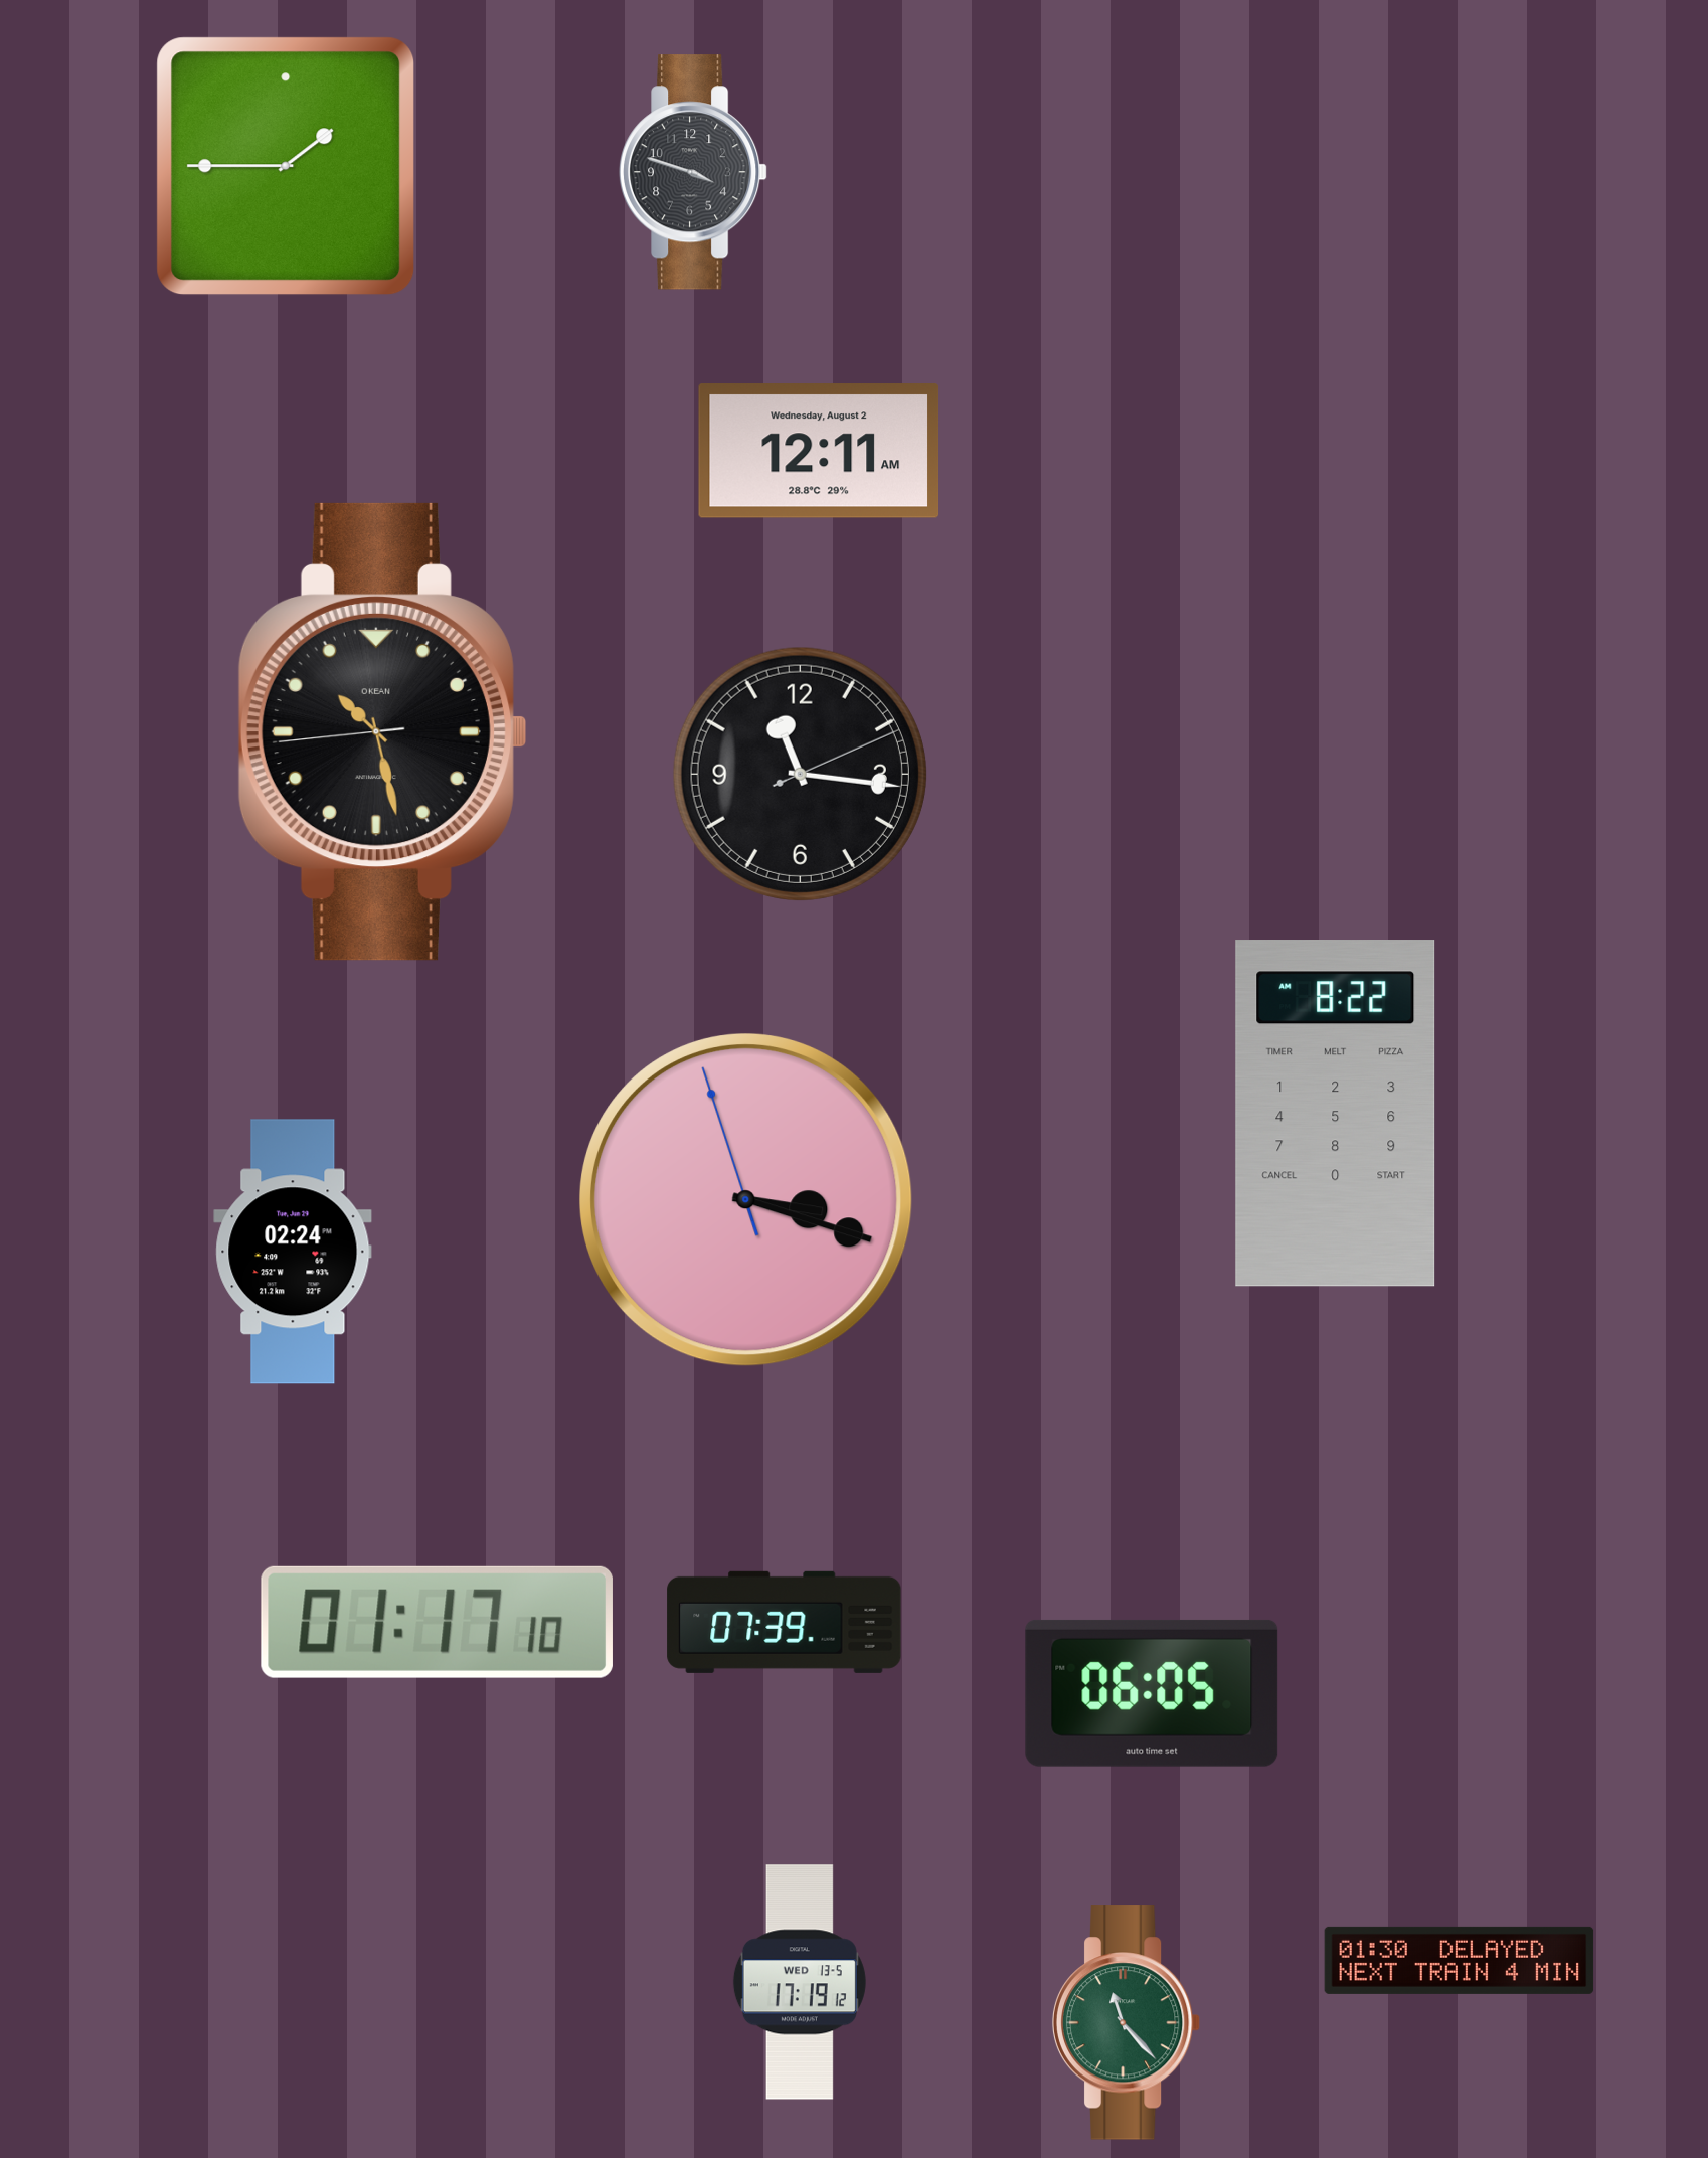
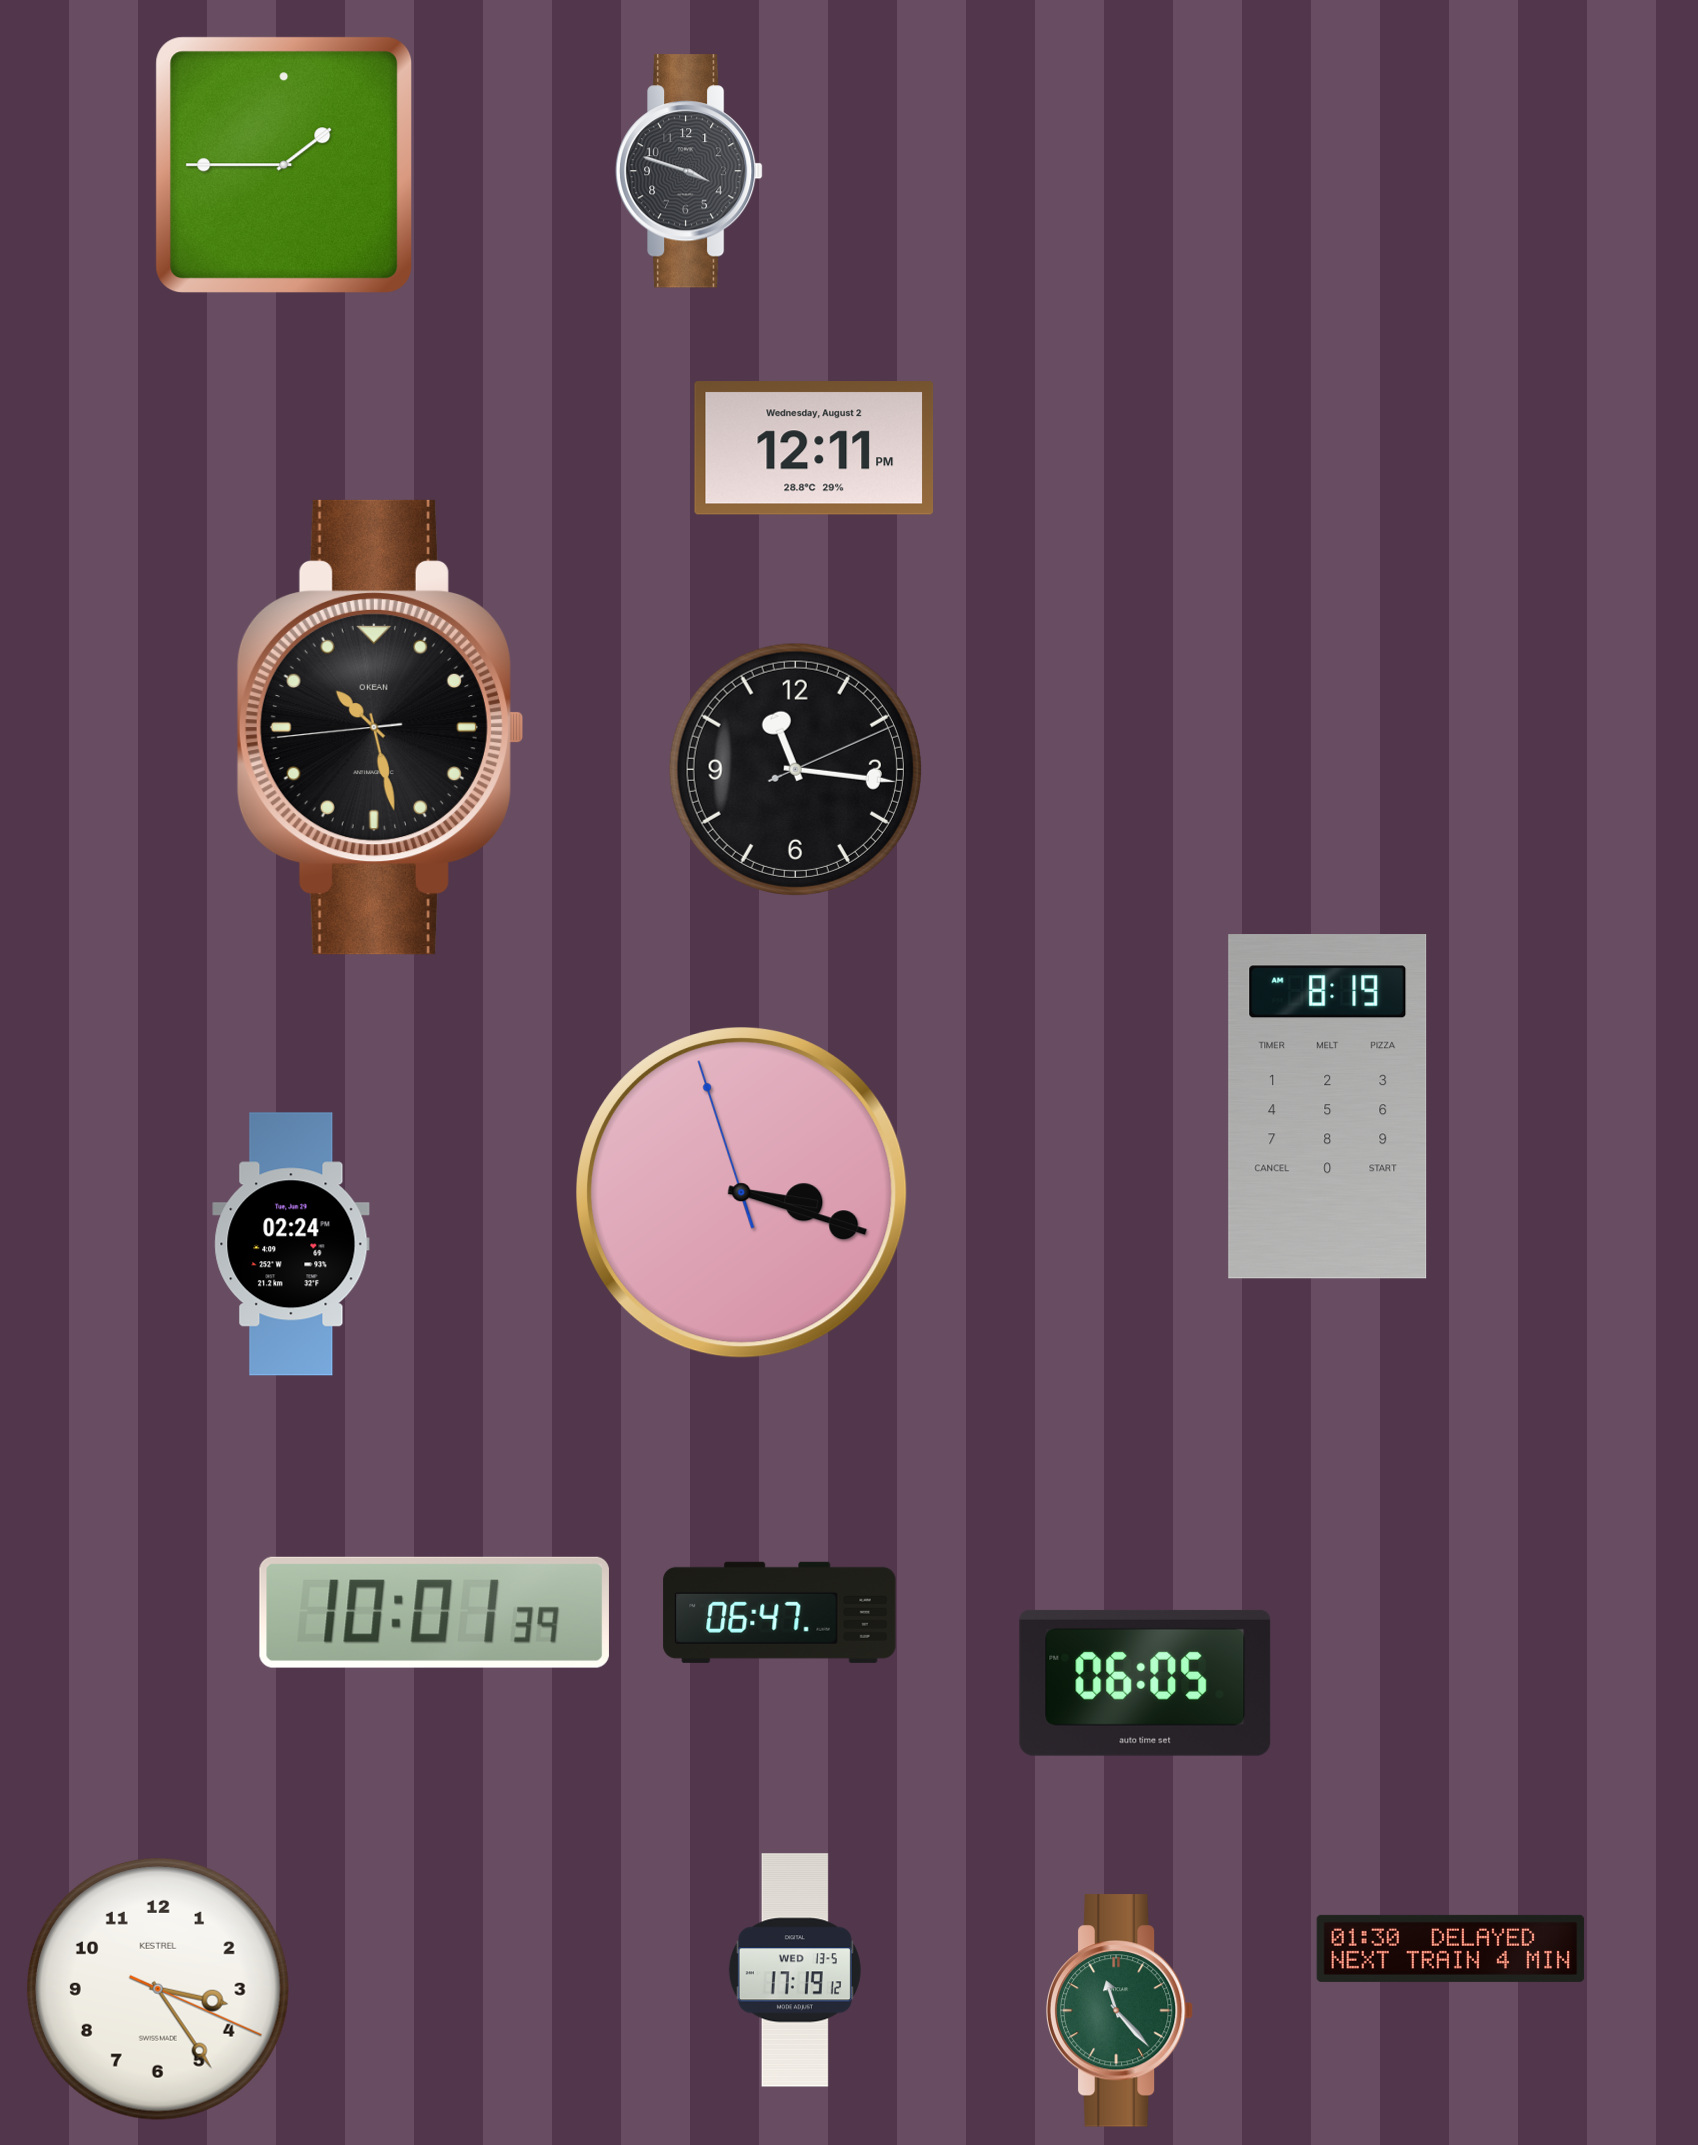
clock at (819, 451): 12:11 AM -> 12:11 PM
clock at (1336, 1114): 8:22 -> 8:19
clock at (437, 1622): 01:17 -> 10:01
clock at (785, 1622): 07:39 -> 06:47
clock at (158, 1989): none -> 3:24
